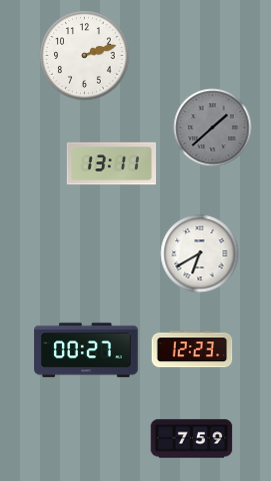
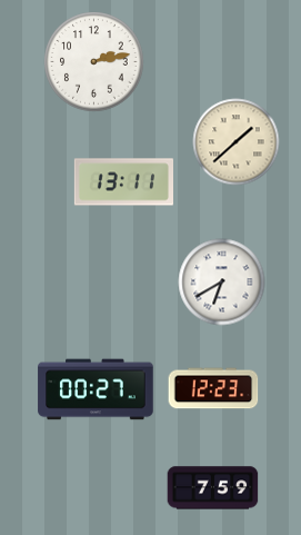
clock at (84, 55): 2:12 -> 2:13
clock at (212, 127) dial: grey -> cream
